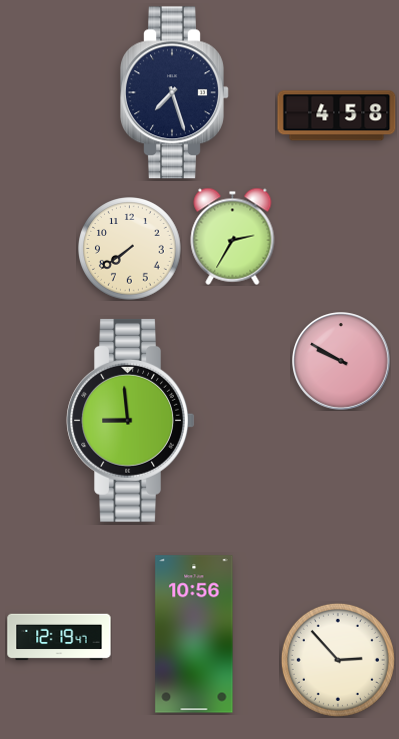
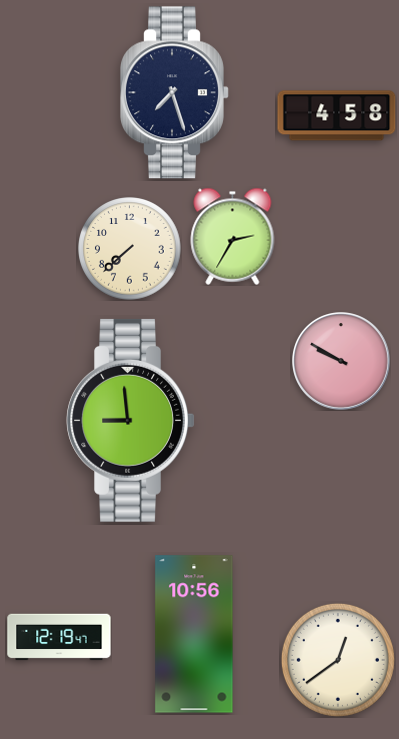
clock at (130, 249): 7:39 -> 7:38
clock at (338, 660): 2:53 -> 12:39
